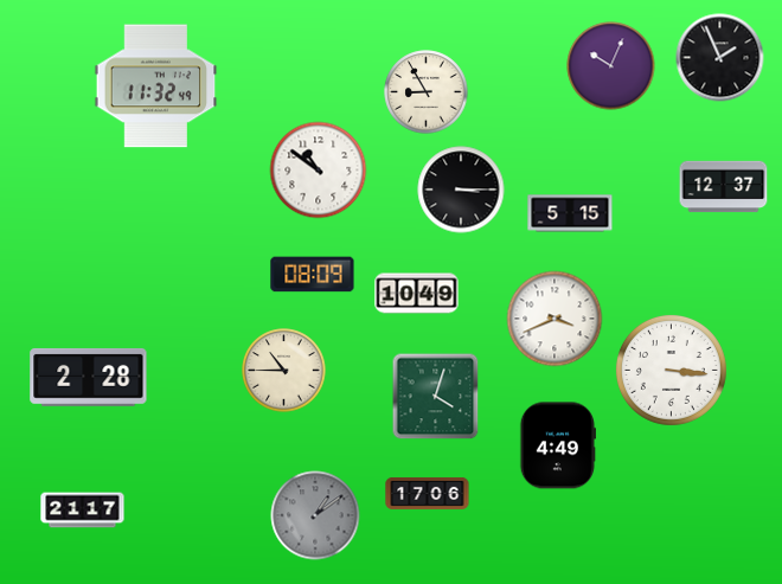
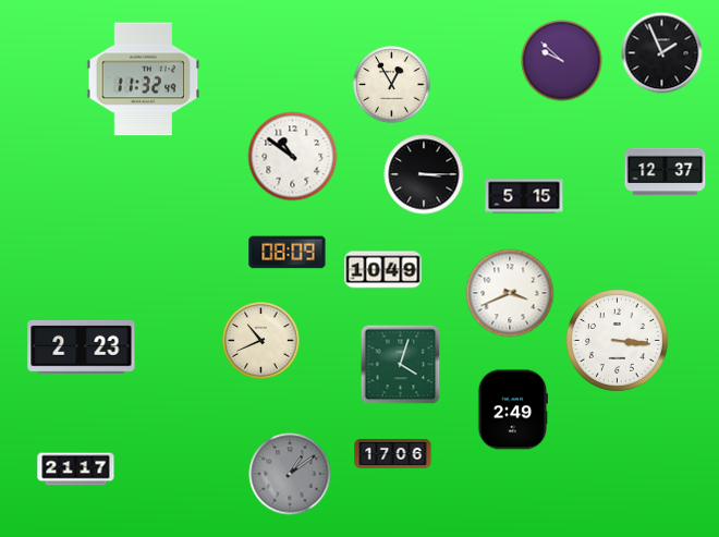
clock at (611, 66): 10:04 -> 9:52
clock at (427, 92): 8:55 -> 12:55
clock at (284, 371): 10:45 -> 10:41
clock at (89, 377): 2:28 -> 2:23
clock at (557, 445): 4:49 -> 2:49
